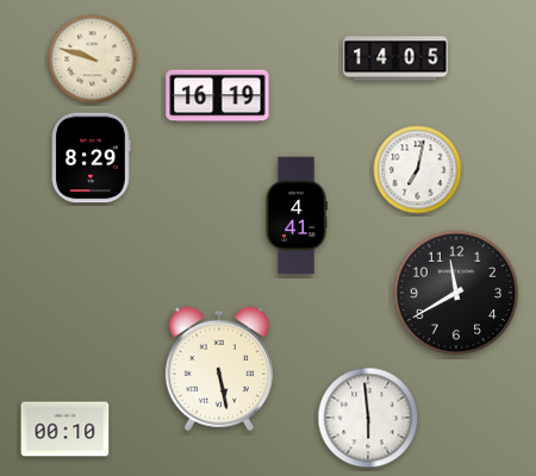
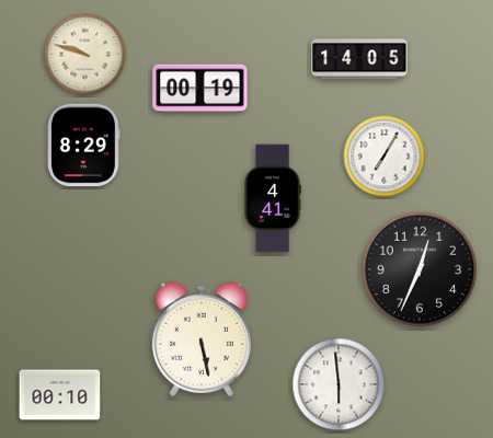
clock at (395, 58) position: (395, 58) -> (359, 59)
clock at (218, 96): 16:19 -> 00:19
clock at (418, 170): 7:02 -> 7:05
clock at (456, 293): 11:40 -> 12:34
